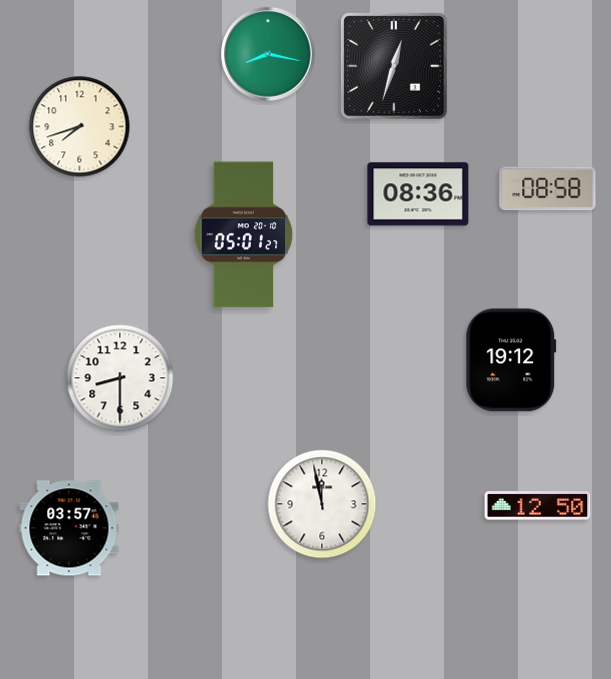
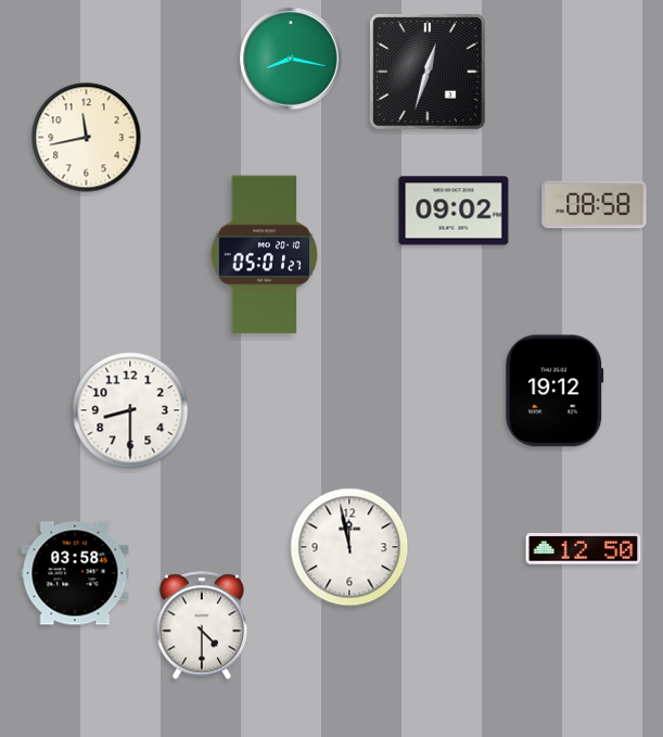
clock at (80, 127): 7:42 -> 11:43
clock at (418, 194): 08:36 -> 09:02
clock at (69, 528): 03:57 -> 03:58
clock at (202, 625): none -> 4:30
